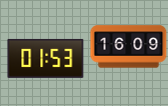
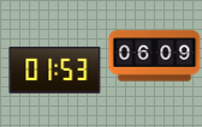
clock at (129, 47): 16:09 -> 06:09
